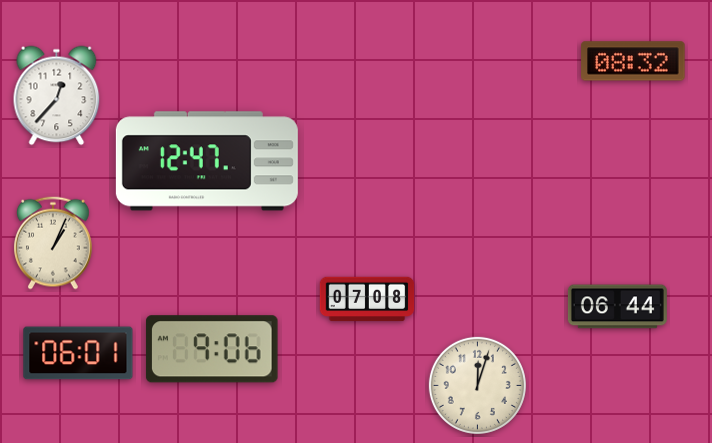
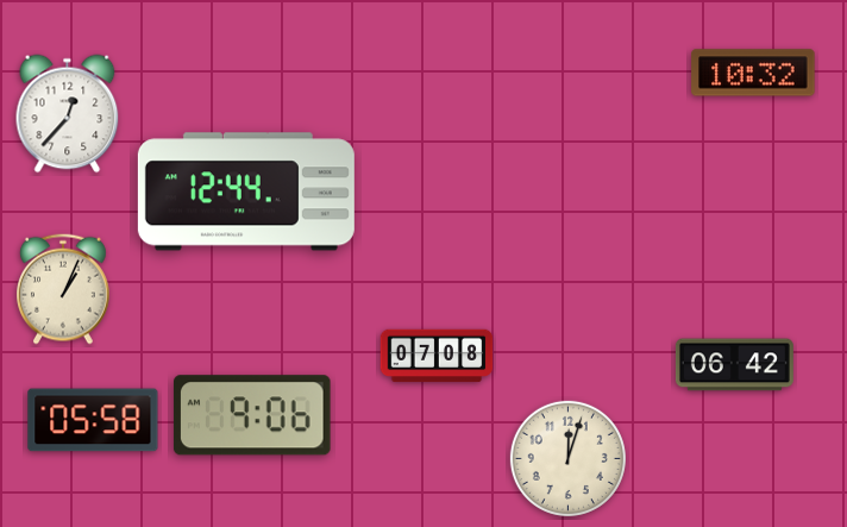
clock at (633, 61): 08:32 -> 10:32
clock at (207, 161): 12:47 -> 12:44
clock at (617, 307): 06:44 -> 06:42
clock at (78, 353): 06:01 -> 05:58
